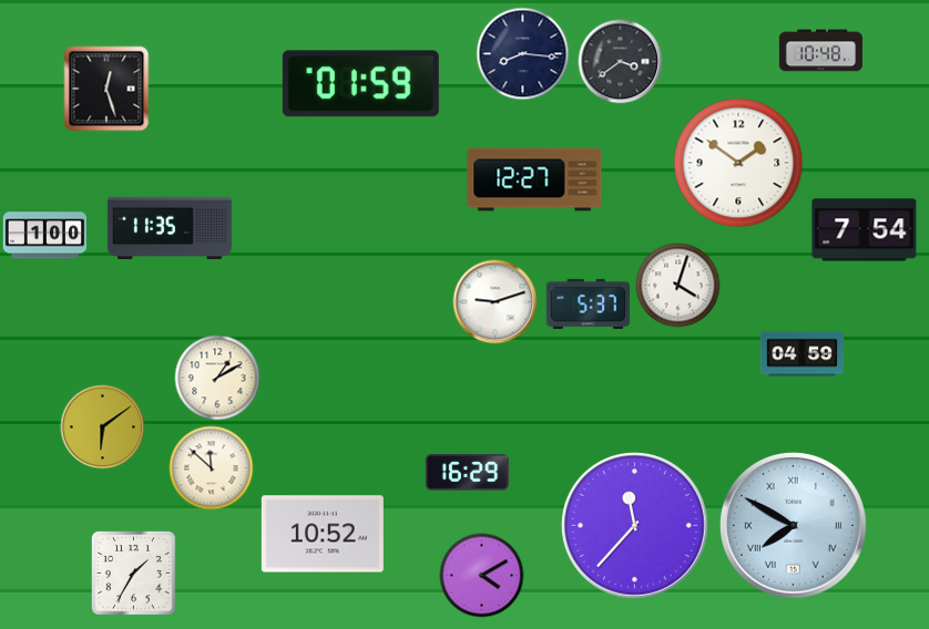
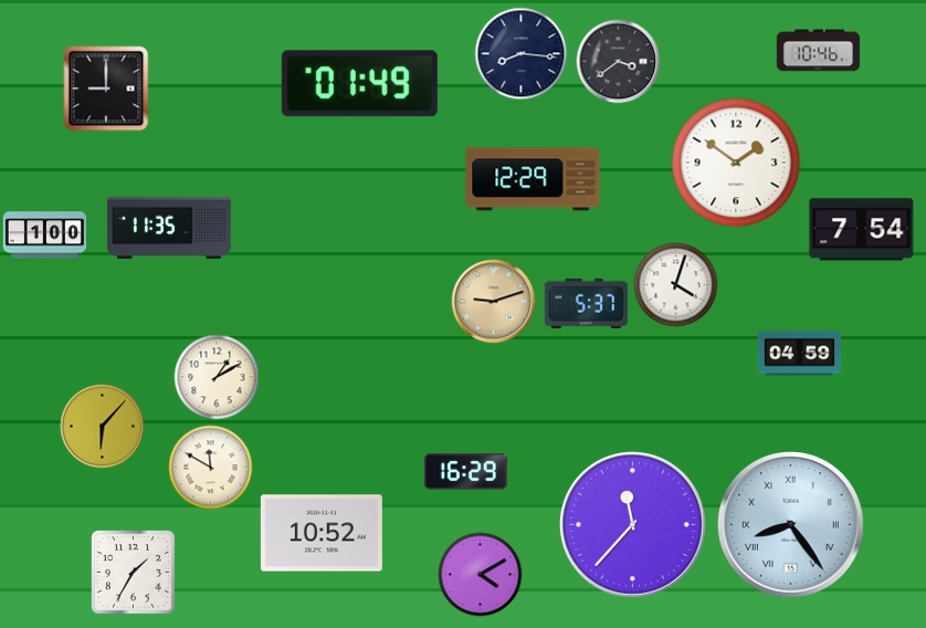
clock at (820, 51): 10:48 -> 10:46
clock at (360, 84): 01:59 -> 01:49
clock at (106, 89): 12:27 -> 9:00
clock at (534, 179): 12:27 -> 12:29
clock at (496, 302) dial: white -> champagne
clock at (103, 427): 6:09 -> 6:07
clock at (212, 468): 11:52 -> 11:50
clock at (794, 526): 7:50 -> 8:24
